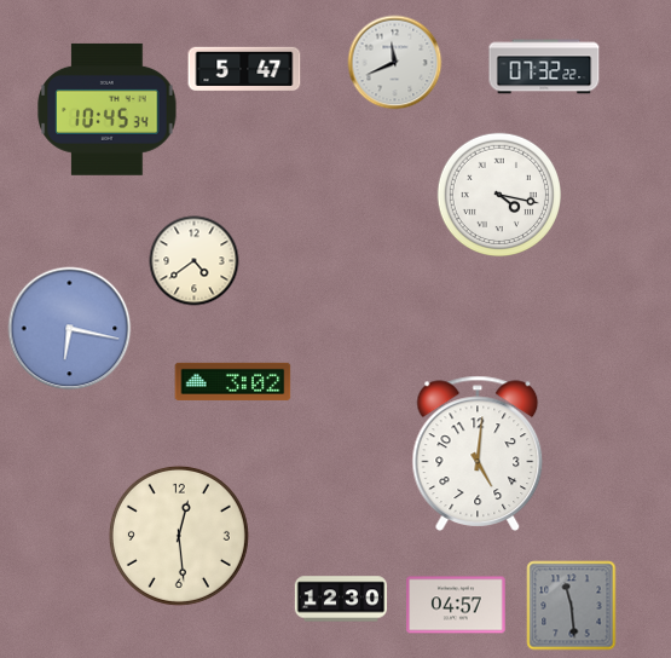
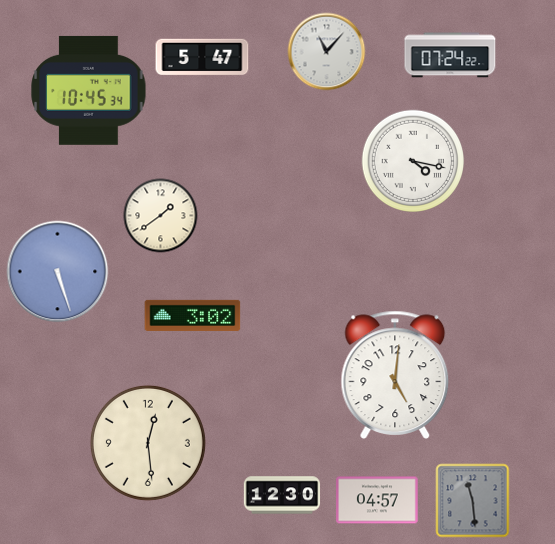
clock at (395, 63): 11:41 -> 11:07
clock at (544, 67): 07:32 -> 07:24
clock at (195, 261): 4:39 -> 1:39
clock at (70, 329): 6:17 -> 5:27
